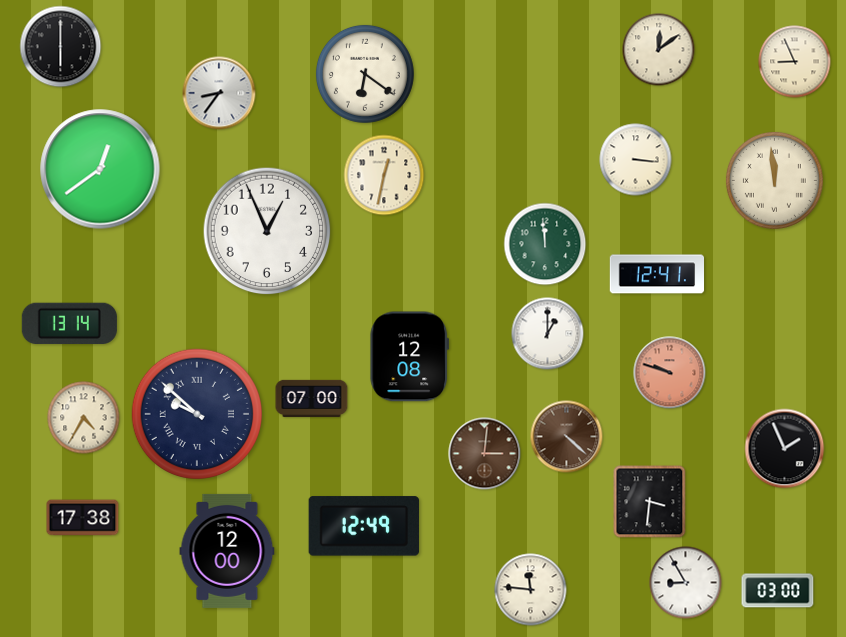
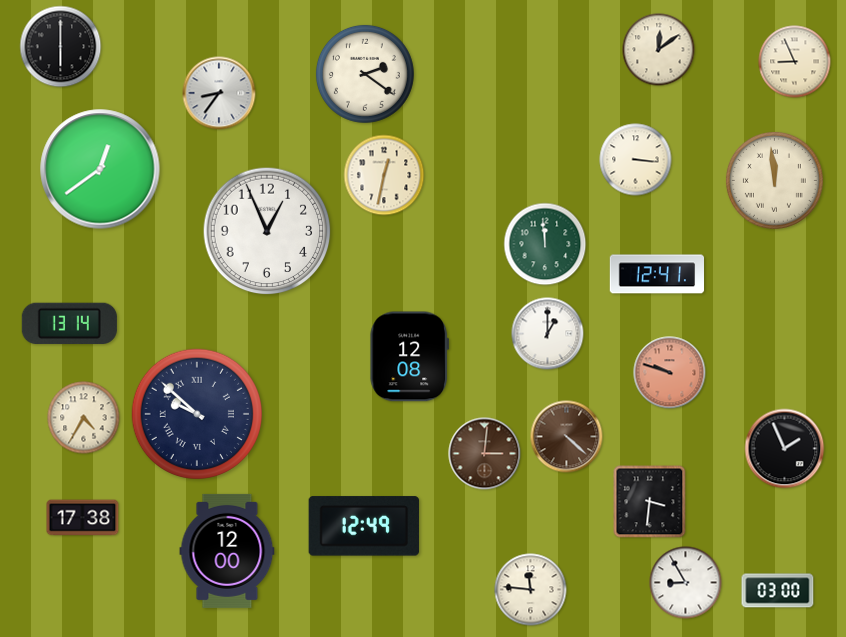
clock at (365, 74): 6:21 -> 2:21
clock at (312, 398): 07:00 -> none
